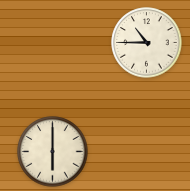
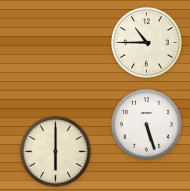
clock at (147, 125): none -> 5:27
clock at (53, 152) position: (53, 152) -> (56, 152)
